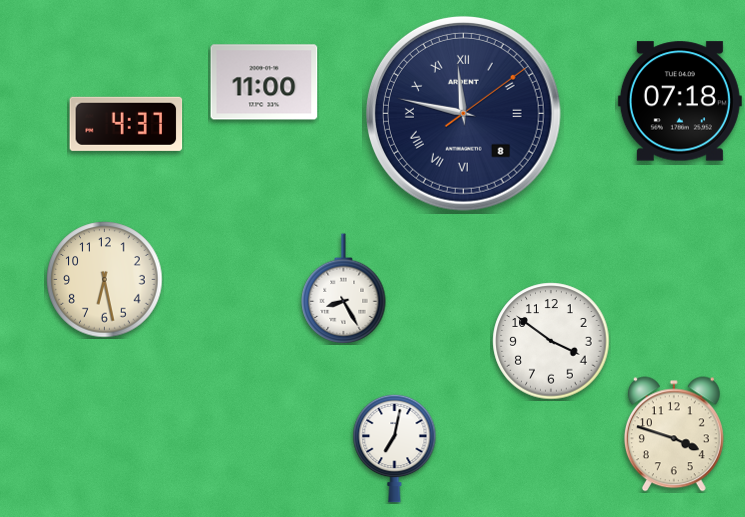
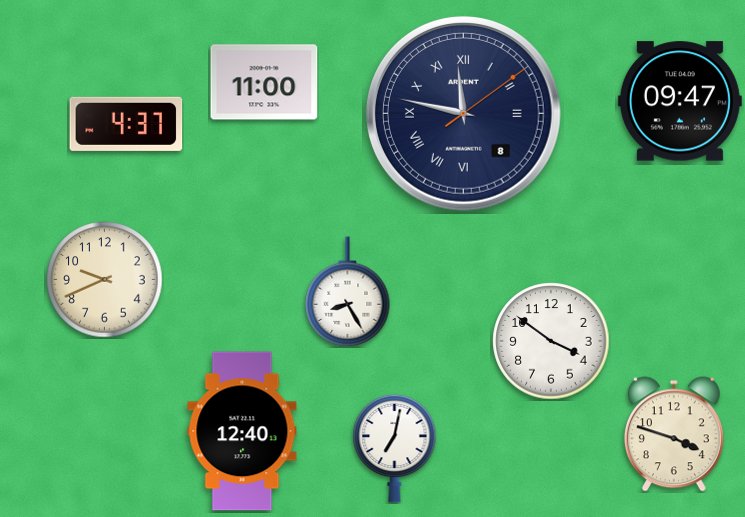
clock at (680, 101): 07:18 -> 09:47
clock at (105, 280): 6:28 -> 9:41
clock at (344, 289) position: (344, 289) -> (348, 292)
clock at (242, 431): none -> 12:40
